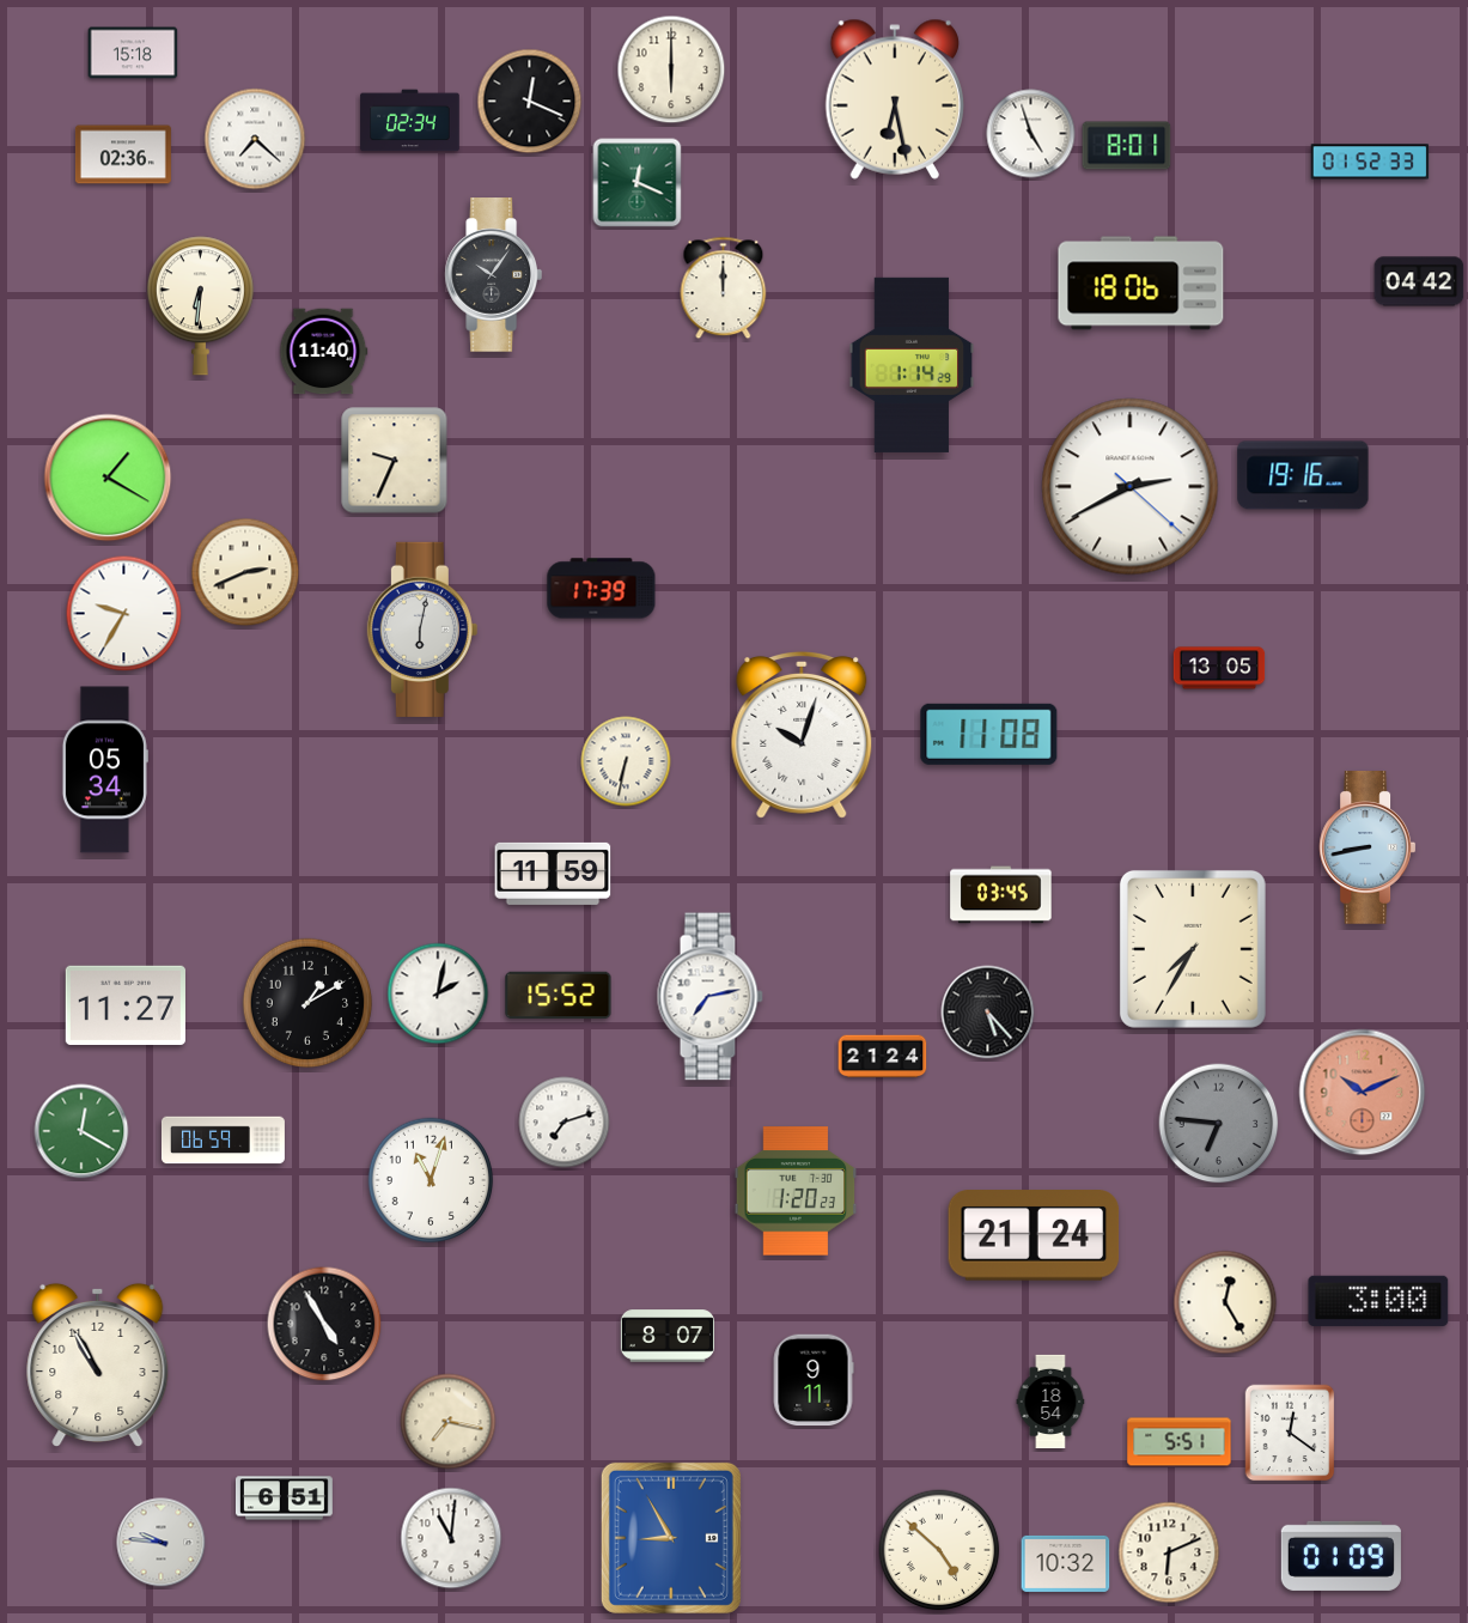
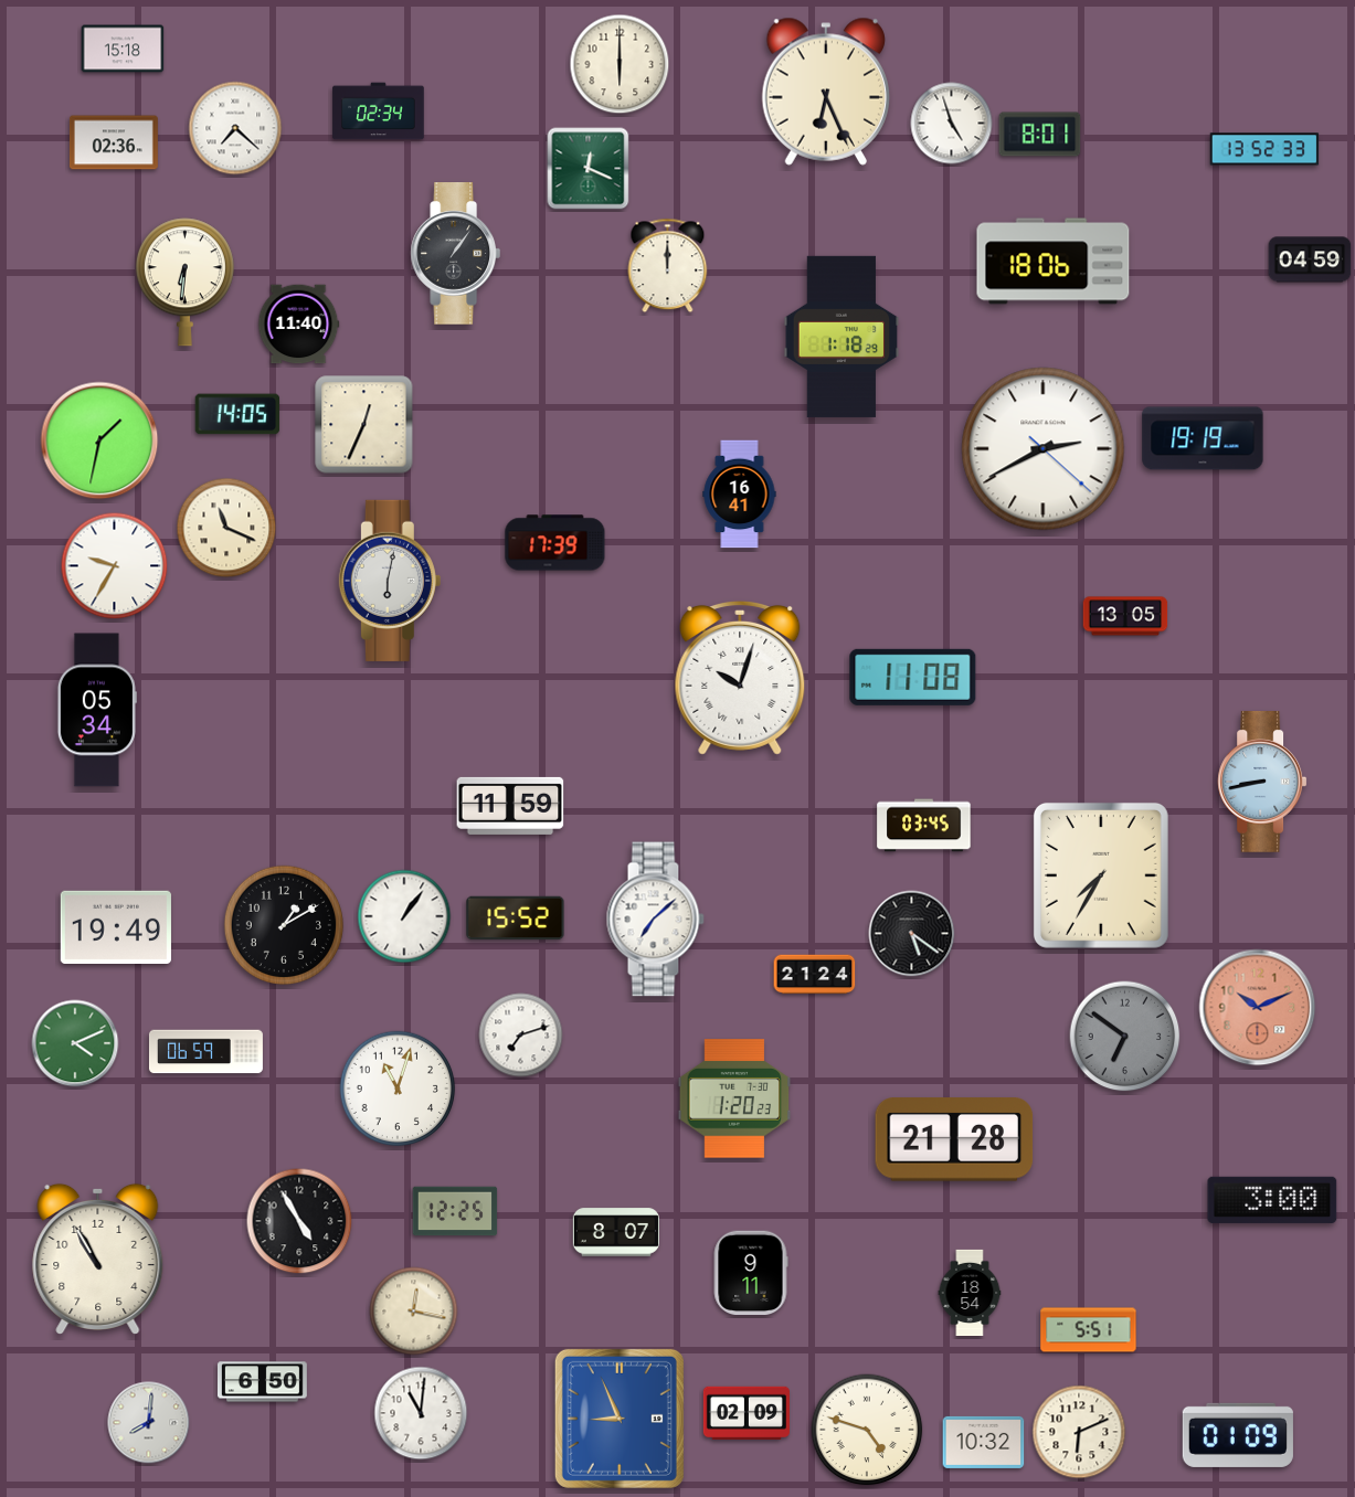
clock at (894, 99): 6:28 -> 6:26
clock at (530, 102): 12:19 -> none
clock at (1370, 162): 01:52 -> 13:52
clock at (493, 275): 10:06 -> 1:06
clock at (1419, 281): 04:42 -> 04:59
clock at (912, 365): 1:14 -> 1:18
clock at (237, 414): none -> 14:05
clock at (395, 461): 9:34 -> 12:34
clock at (1303, 475): 19:16 -> 19:19
clock at (108, 478): 1:20 -> 1:32
clock at (740, 495): none -> 16:41
clock at (245, 572): 2:41 -> 11:19
clock at (626, 761): 6:32 -> none
clock at (438, 993): 2:02 -> 1:06
clock at (709, 997): 7:13 -> 7:08
clock at (126, 1004): 11:27 -> 19:49
clock at (988, 1013): 5:23 -> 5:21
clock at (1219, 1124): 6:46 -> 6:51
clock at (81, 1131): 12:20 -> 4:11
clock at (1034, 1235): 21:24 -> 21:28
clock at (1225, 1302): 12:25 -> none
clock at (455, 1211): none -> 12:25
clock at (98, 1364) position: (98, 1364) -> (98, 1259)
clock at (449, 1422): 7:17 -> 12:17
clock at (1290, 1433): 12:21 -> none
clock at (284, 1499): 6:51 -> 6:50
clock at (747, 1412): none -> 02:09
clock at (451, 1538) position: (451, 1538) -> (421, 1413)
clock at (671, 1538): 8:55 -> 8:56
clock at (162, 1543): 9:46 -> 8:01
clock at (939, 1550): 4:52 -> 4:48
